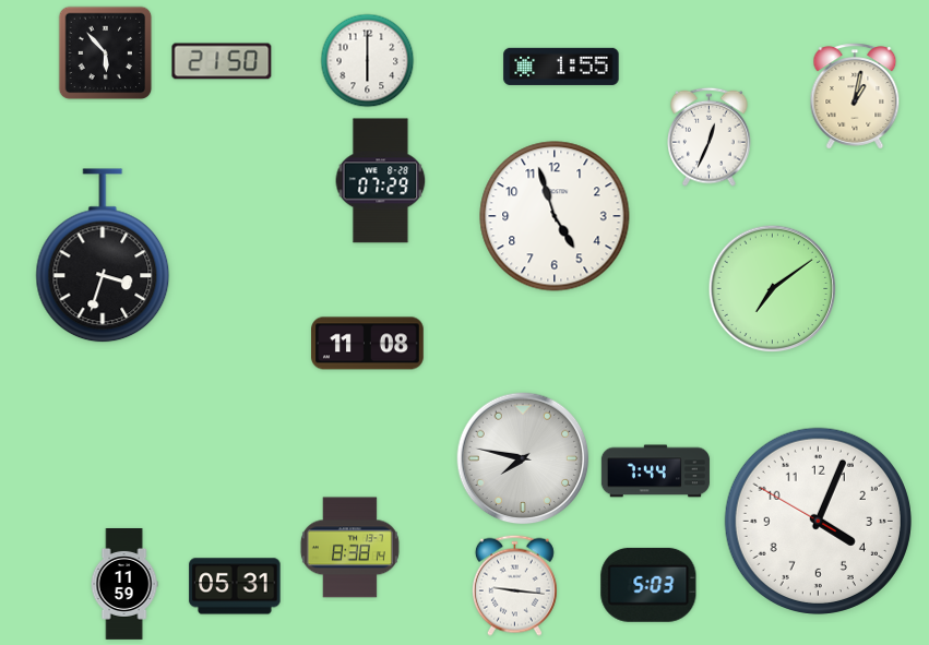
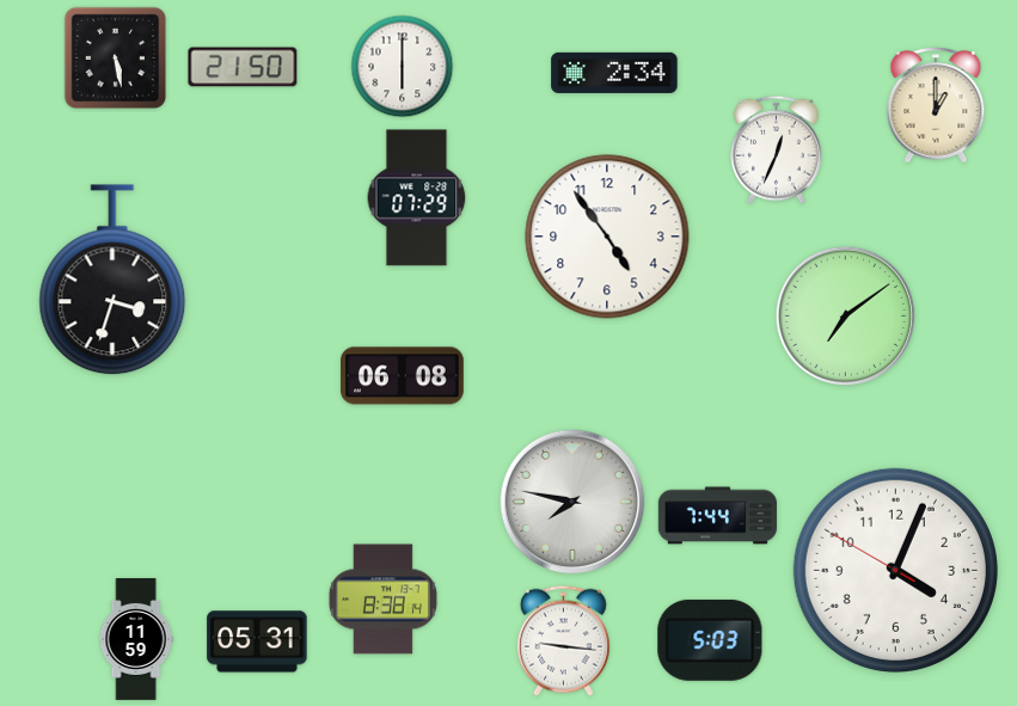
clock at (106, 53): 5:53 -> 5:28
clock at (561, 67): 1:55 -> 2:34
clock at (855, 96): 1:02 -> 1:00
clock at (555, 216): 4:57 -> 4:54
clock at (368, 344): 11:08 -> 06:08
